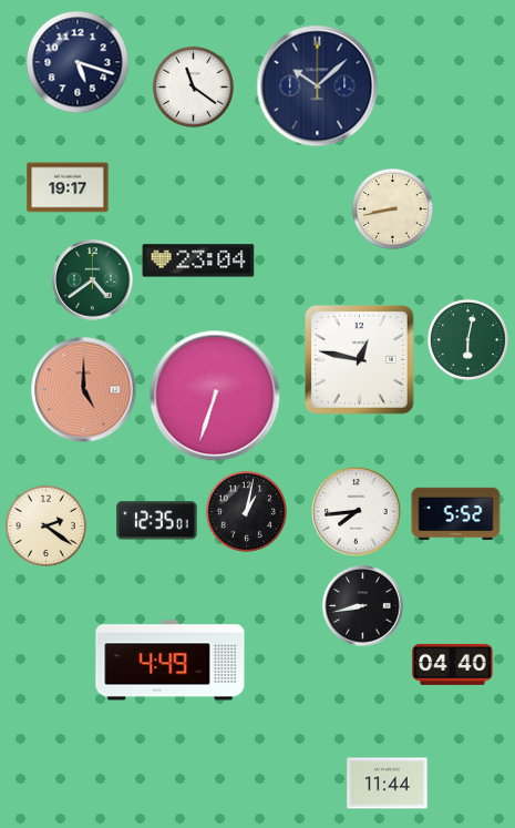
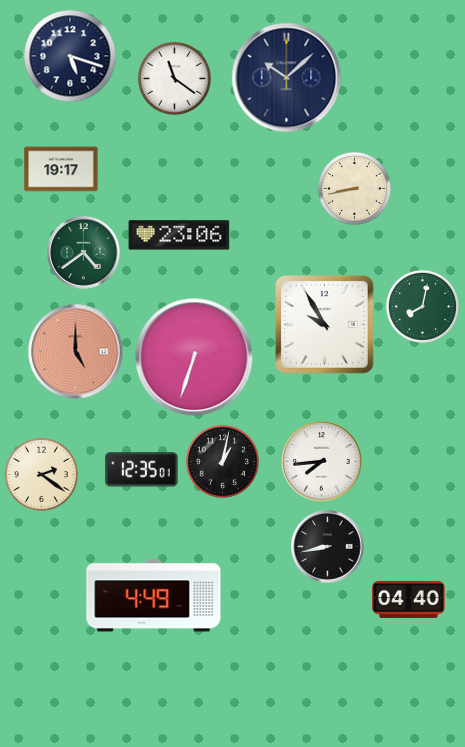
clock at (198, 260): 23:04 -> 23:06
clock at (467, 339): 6:02 -> 8:02
clock at (360, 360): 12:47 -> 9:55
clock at (456, 514): 5:52 -> none
clock at (388, 784): 11:44 -> none
